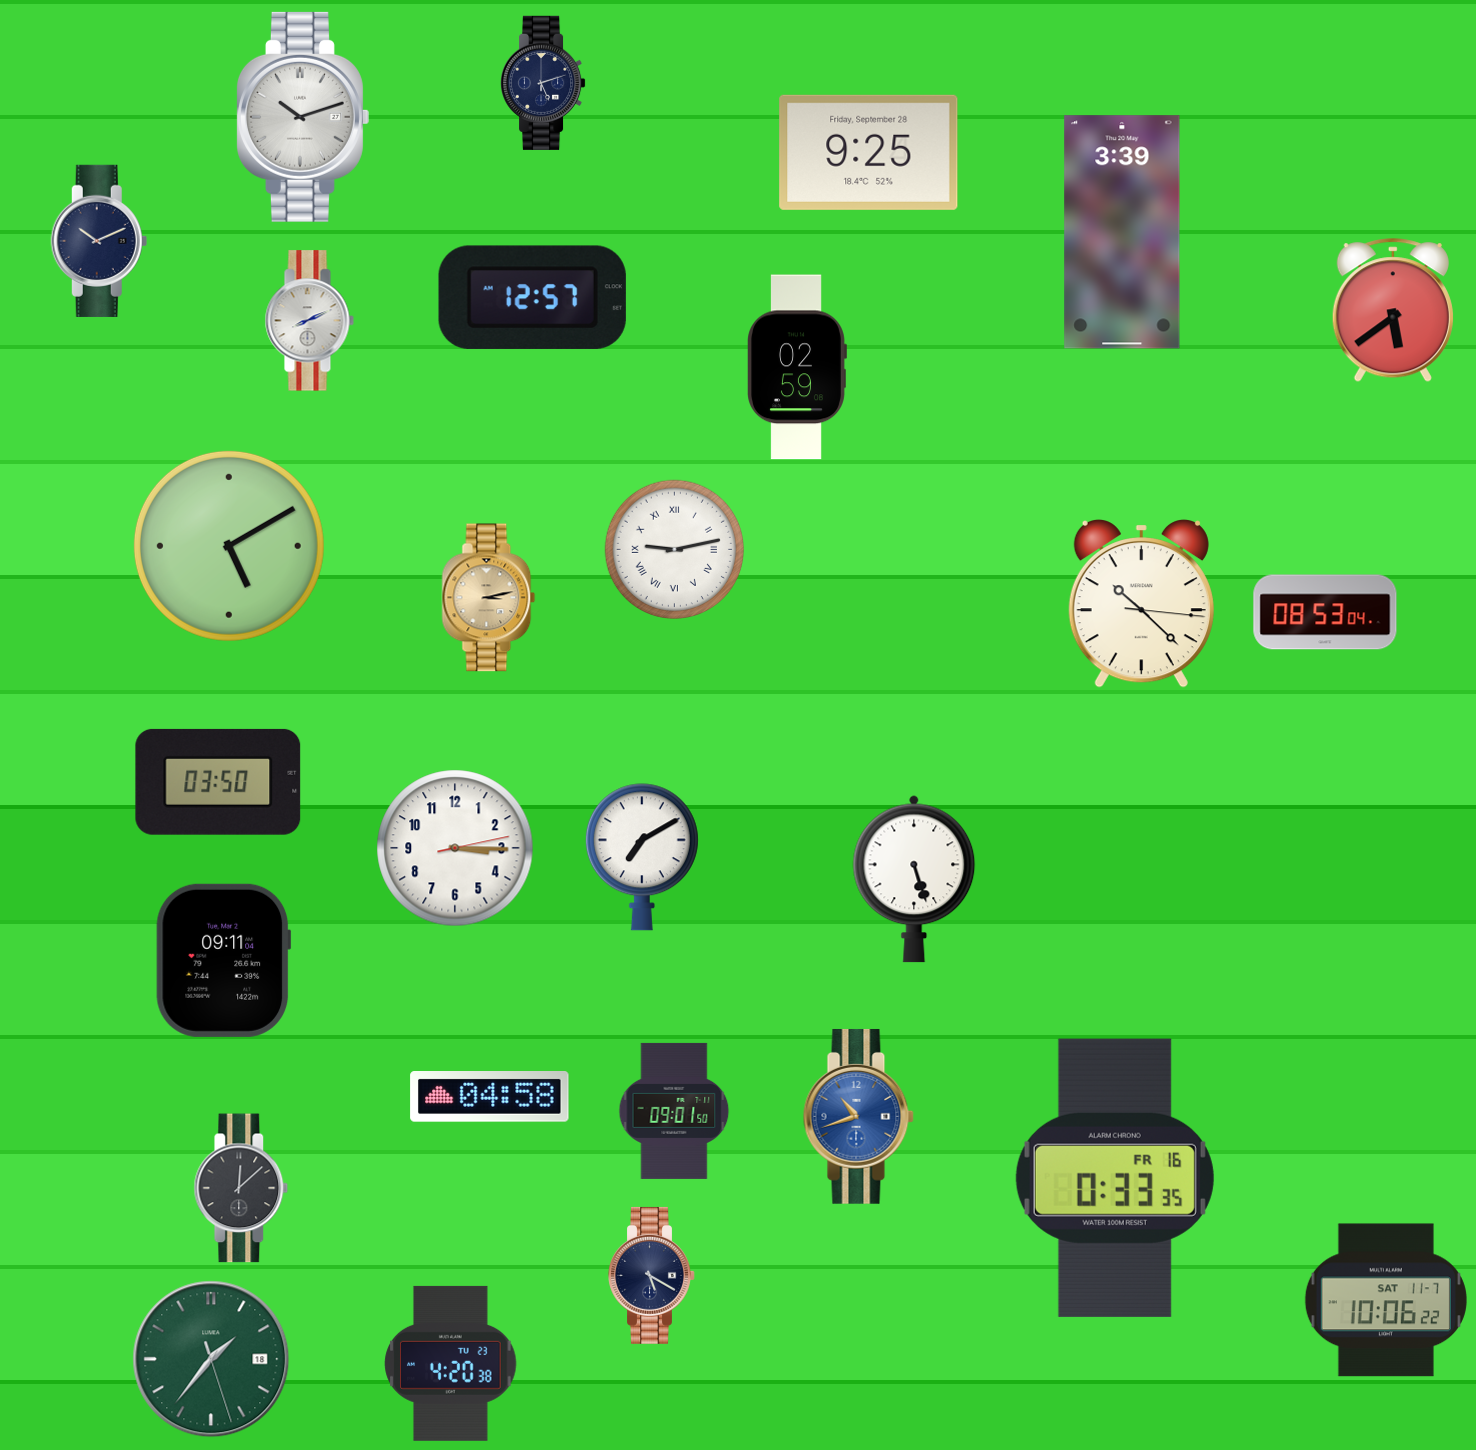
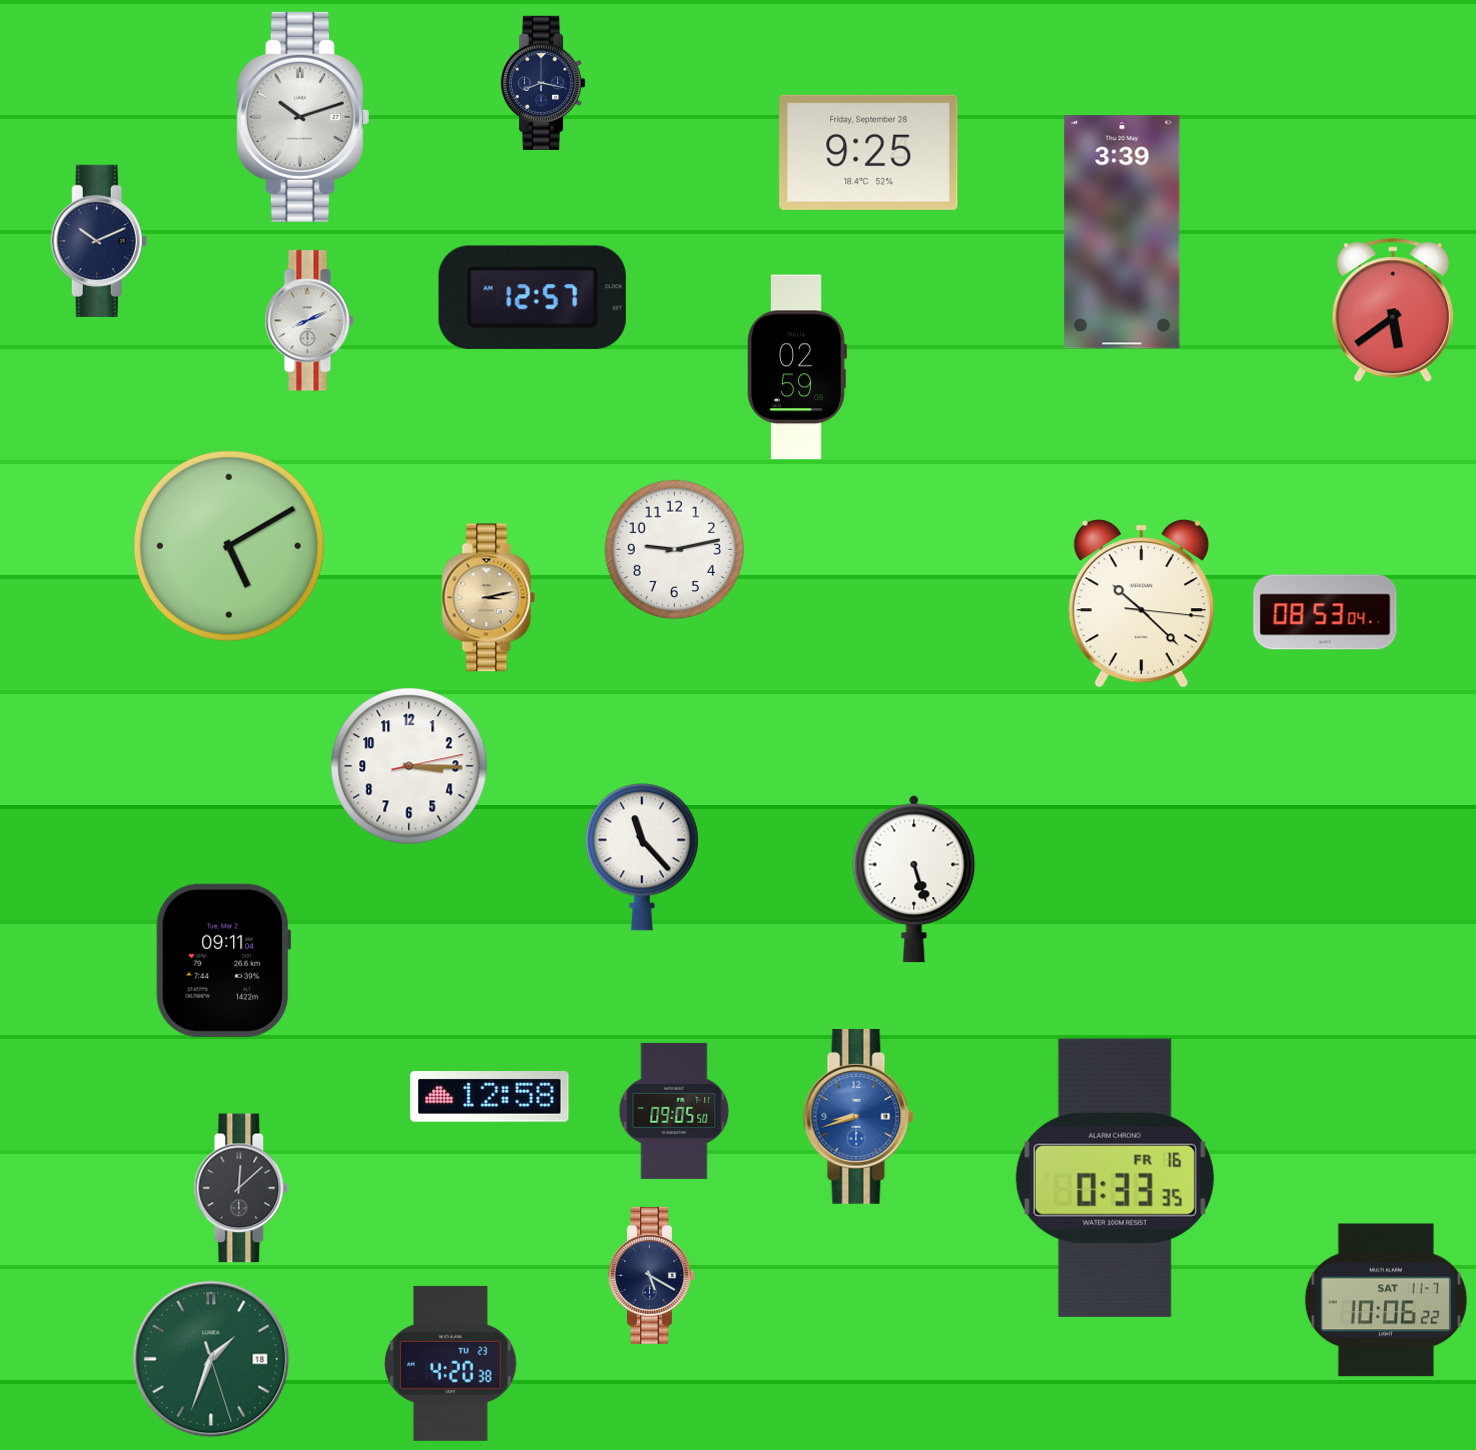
clock at (543, 83): 5:12 -> 8:17
clock at (674, 549) numerals: Roman -> Arabic
clock at (218, 782): 03:50 -> none
clock at (455, 848) position: (455, 848) -> (409, 766)
clock at (642, 857): 7:10 -> 11:23
clock at (490, 1097): 04:58 -> 12:58
clock at (674, 1111): 09:01 -> 09:05
clock at (858, 1117): 10:42 -> 8:42
clock at (211, 1359): 1:36 -> 1:33
